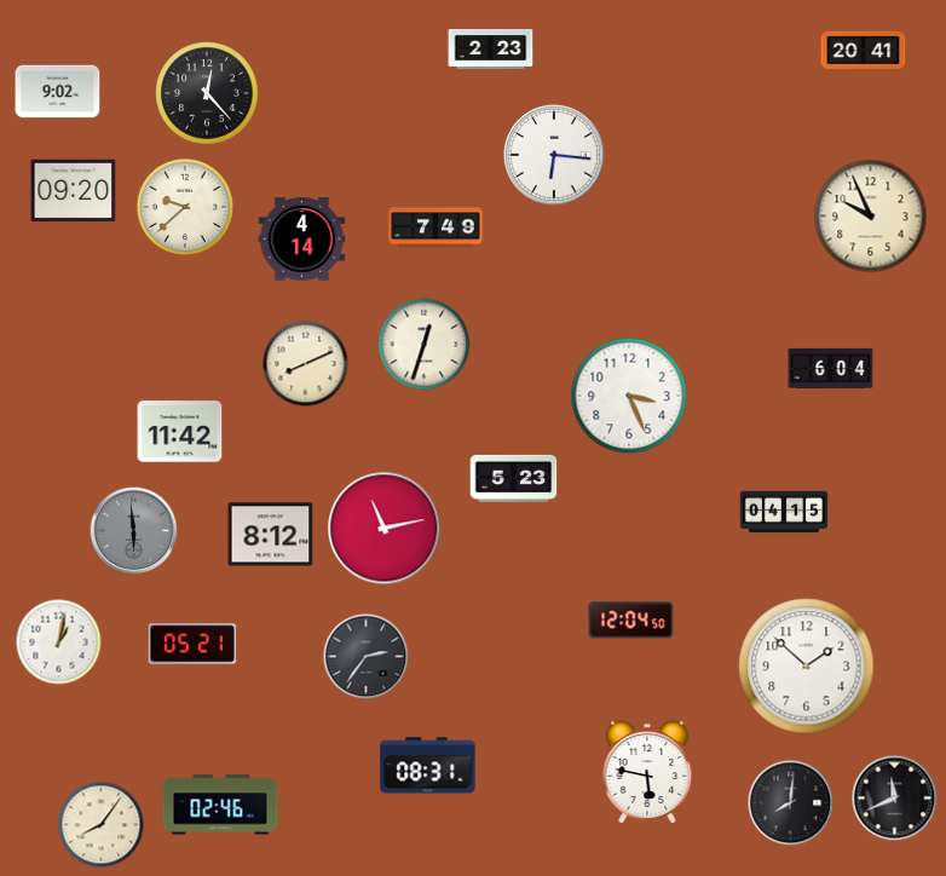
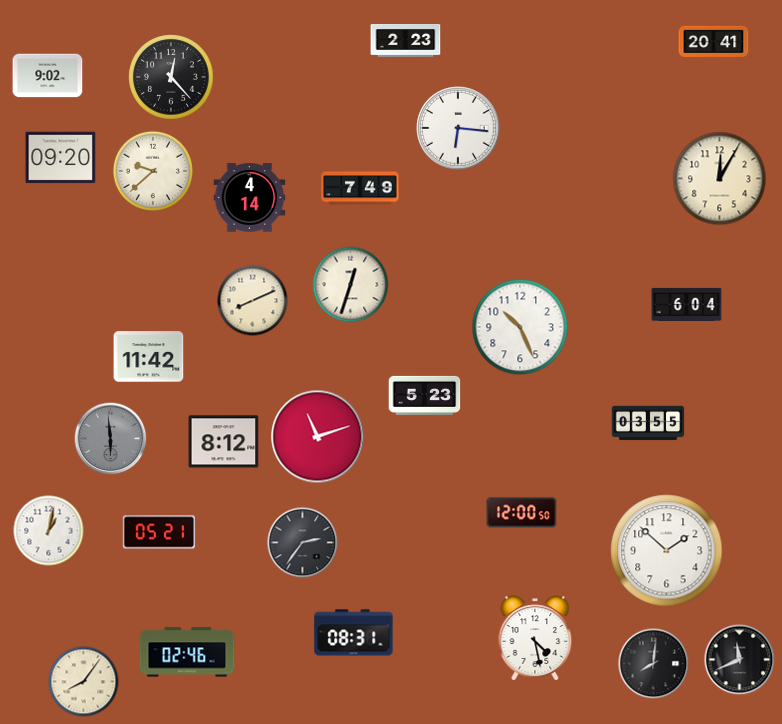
clock at (871, 217): 9:56 -> 12:05
clock at (629, 396): 3:26 -> 10:26
clock at (784, 512): 04:15 -> 03:55
clock at (385, 529): 11:13 -> 11:12
clock at (631, 621): 12:04 -> 12:00
clock at (647, 772): 5:47 -> 4:28
clock at (220, 805) position: (220, 805) -> (187, 652)
